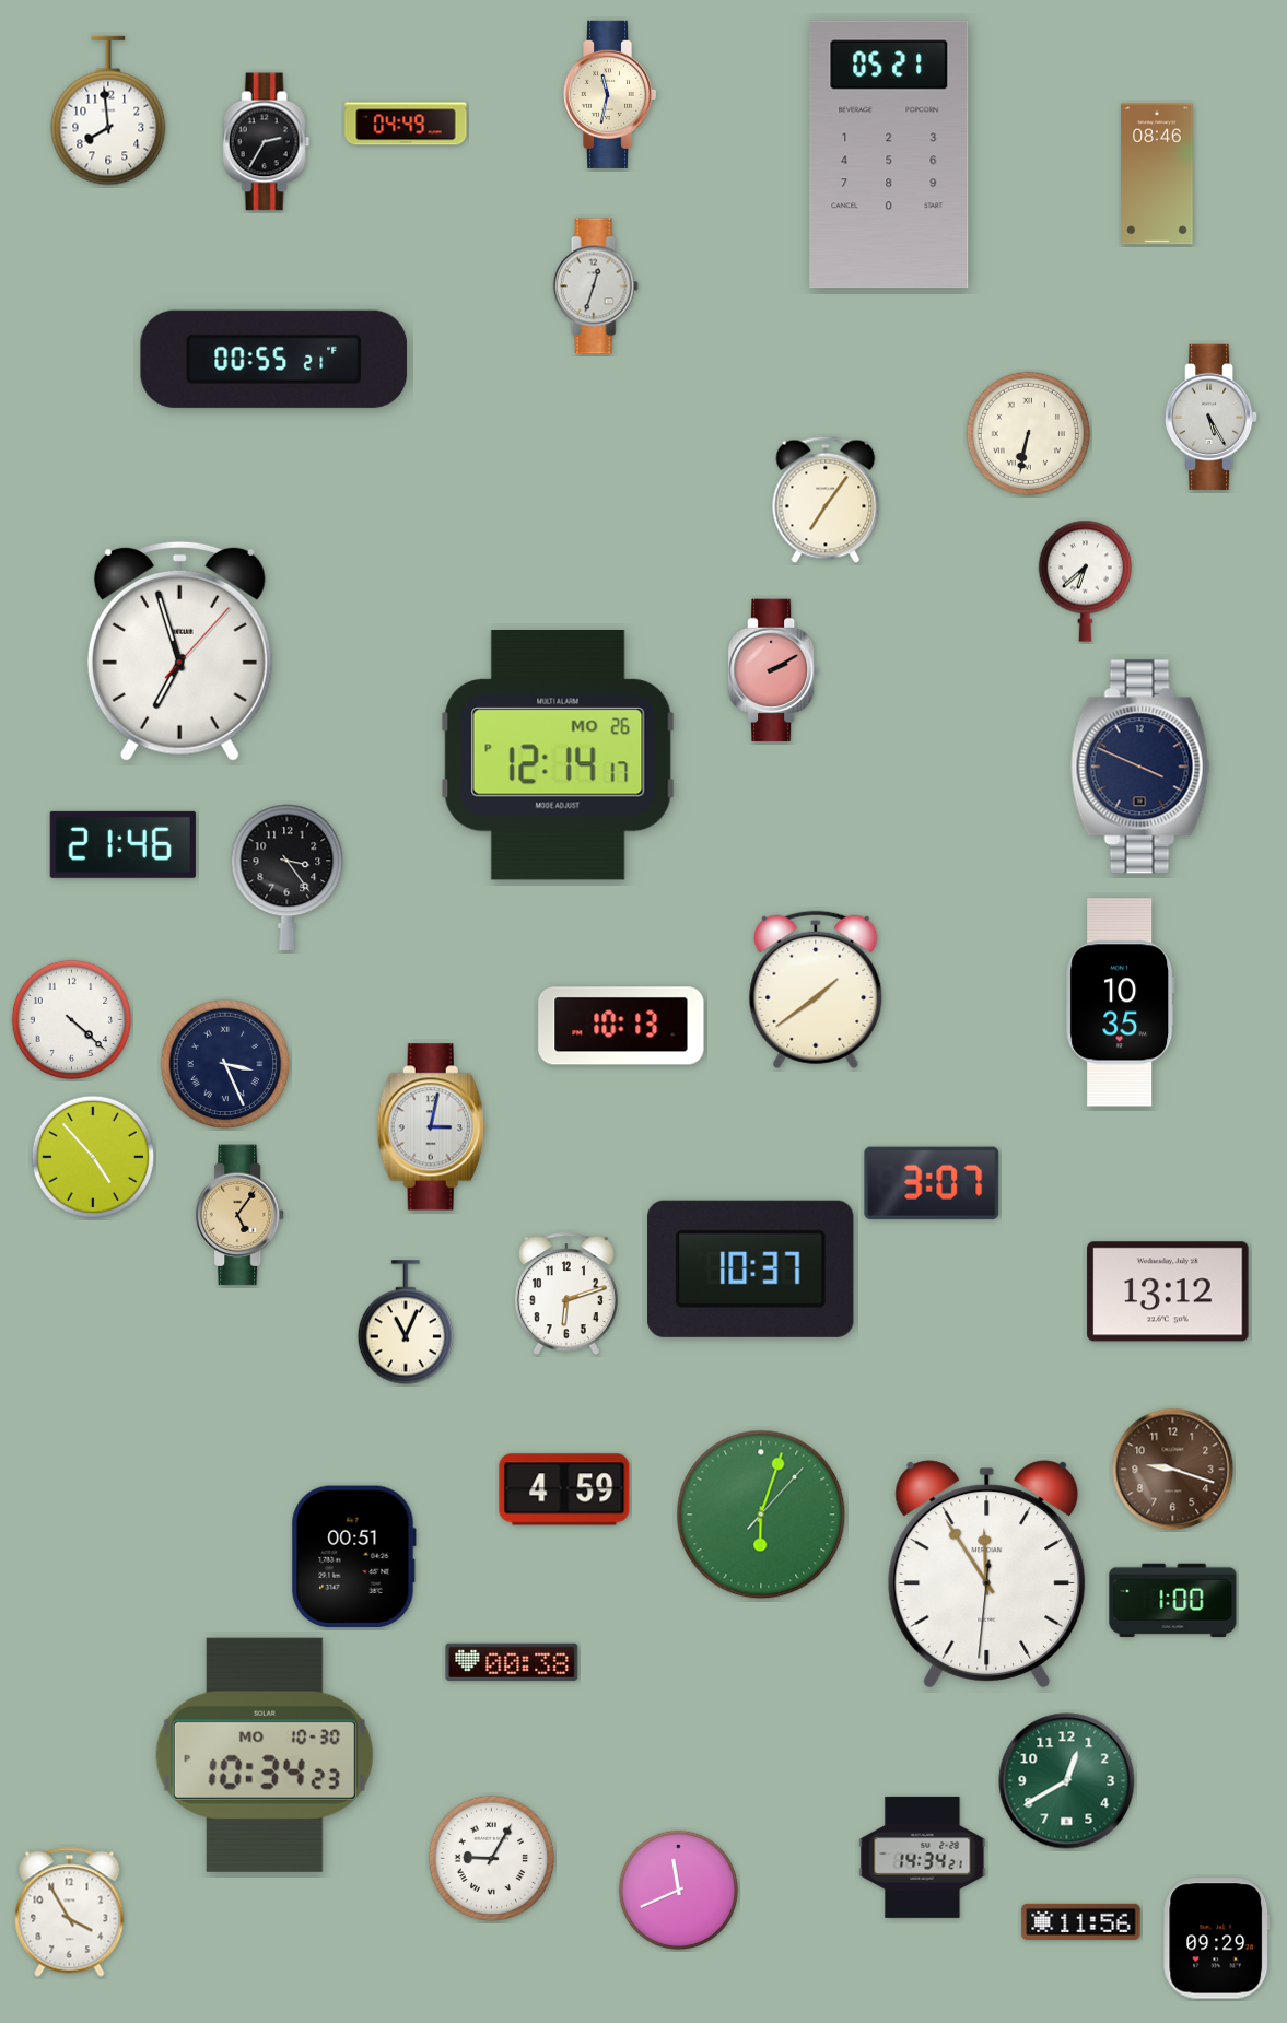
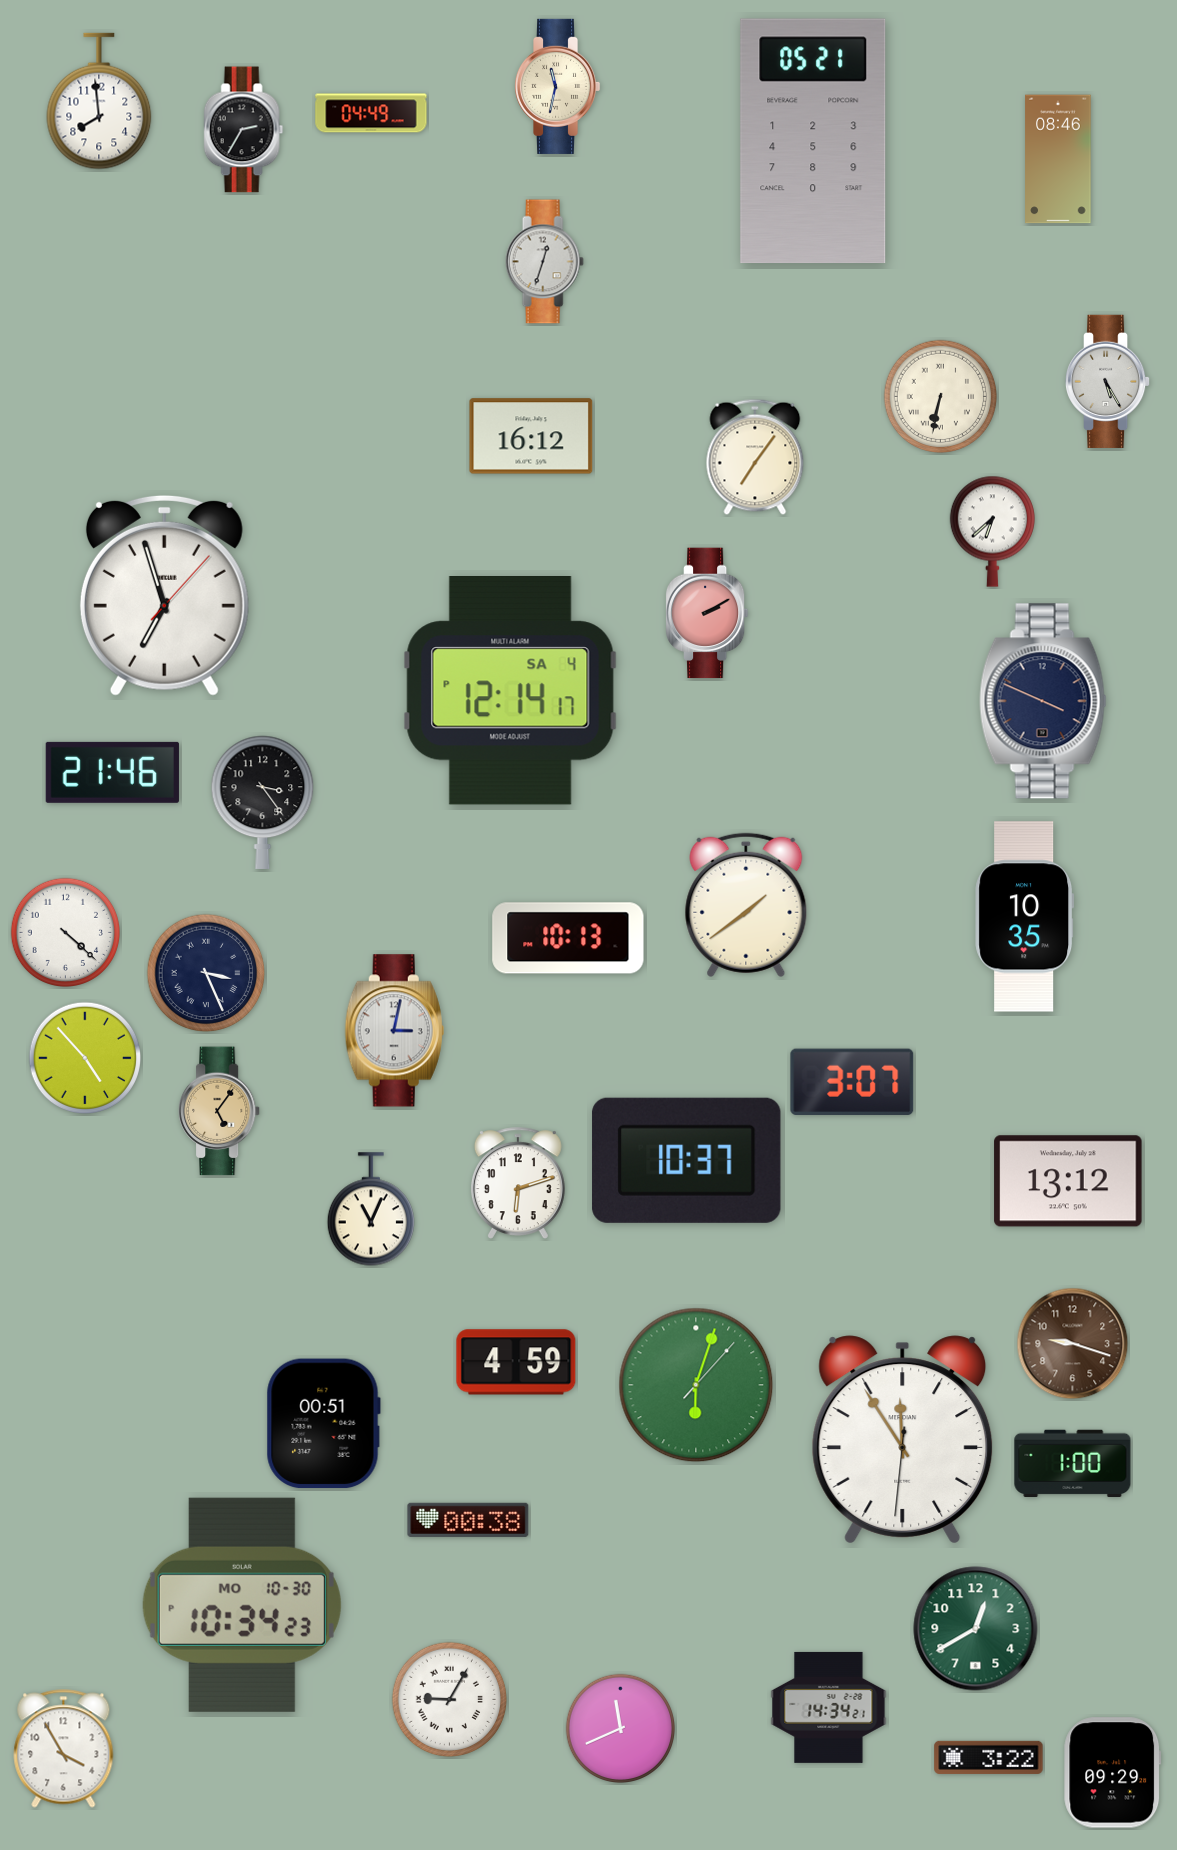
clock at (274, 359): 00:55 -> none
clock at (531, 436): none -> 16:12
clock at (558, 756) date: MO 26 -> SA 4
clock at (923, 1857) position: (923, 1857) -> (829, 1707)
clock at (1081, 1921): 11:56 -> 3:22
